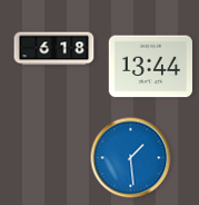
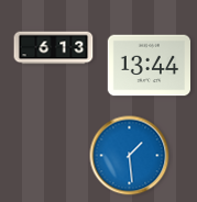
clock at (54, 49): 6:18 -> 6:13
